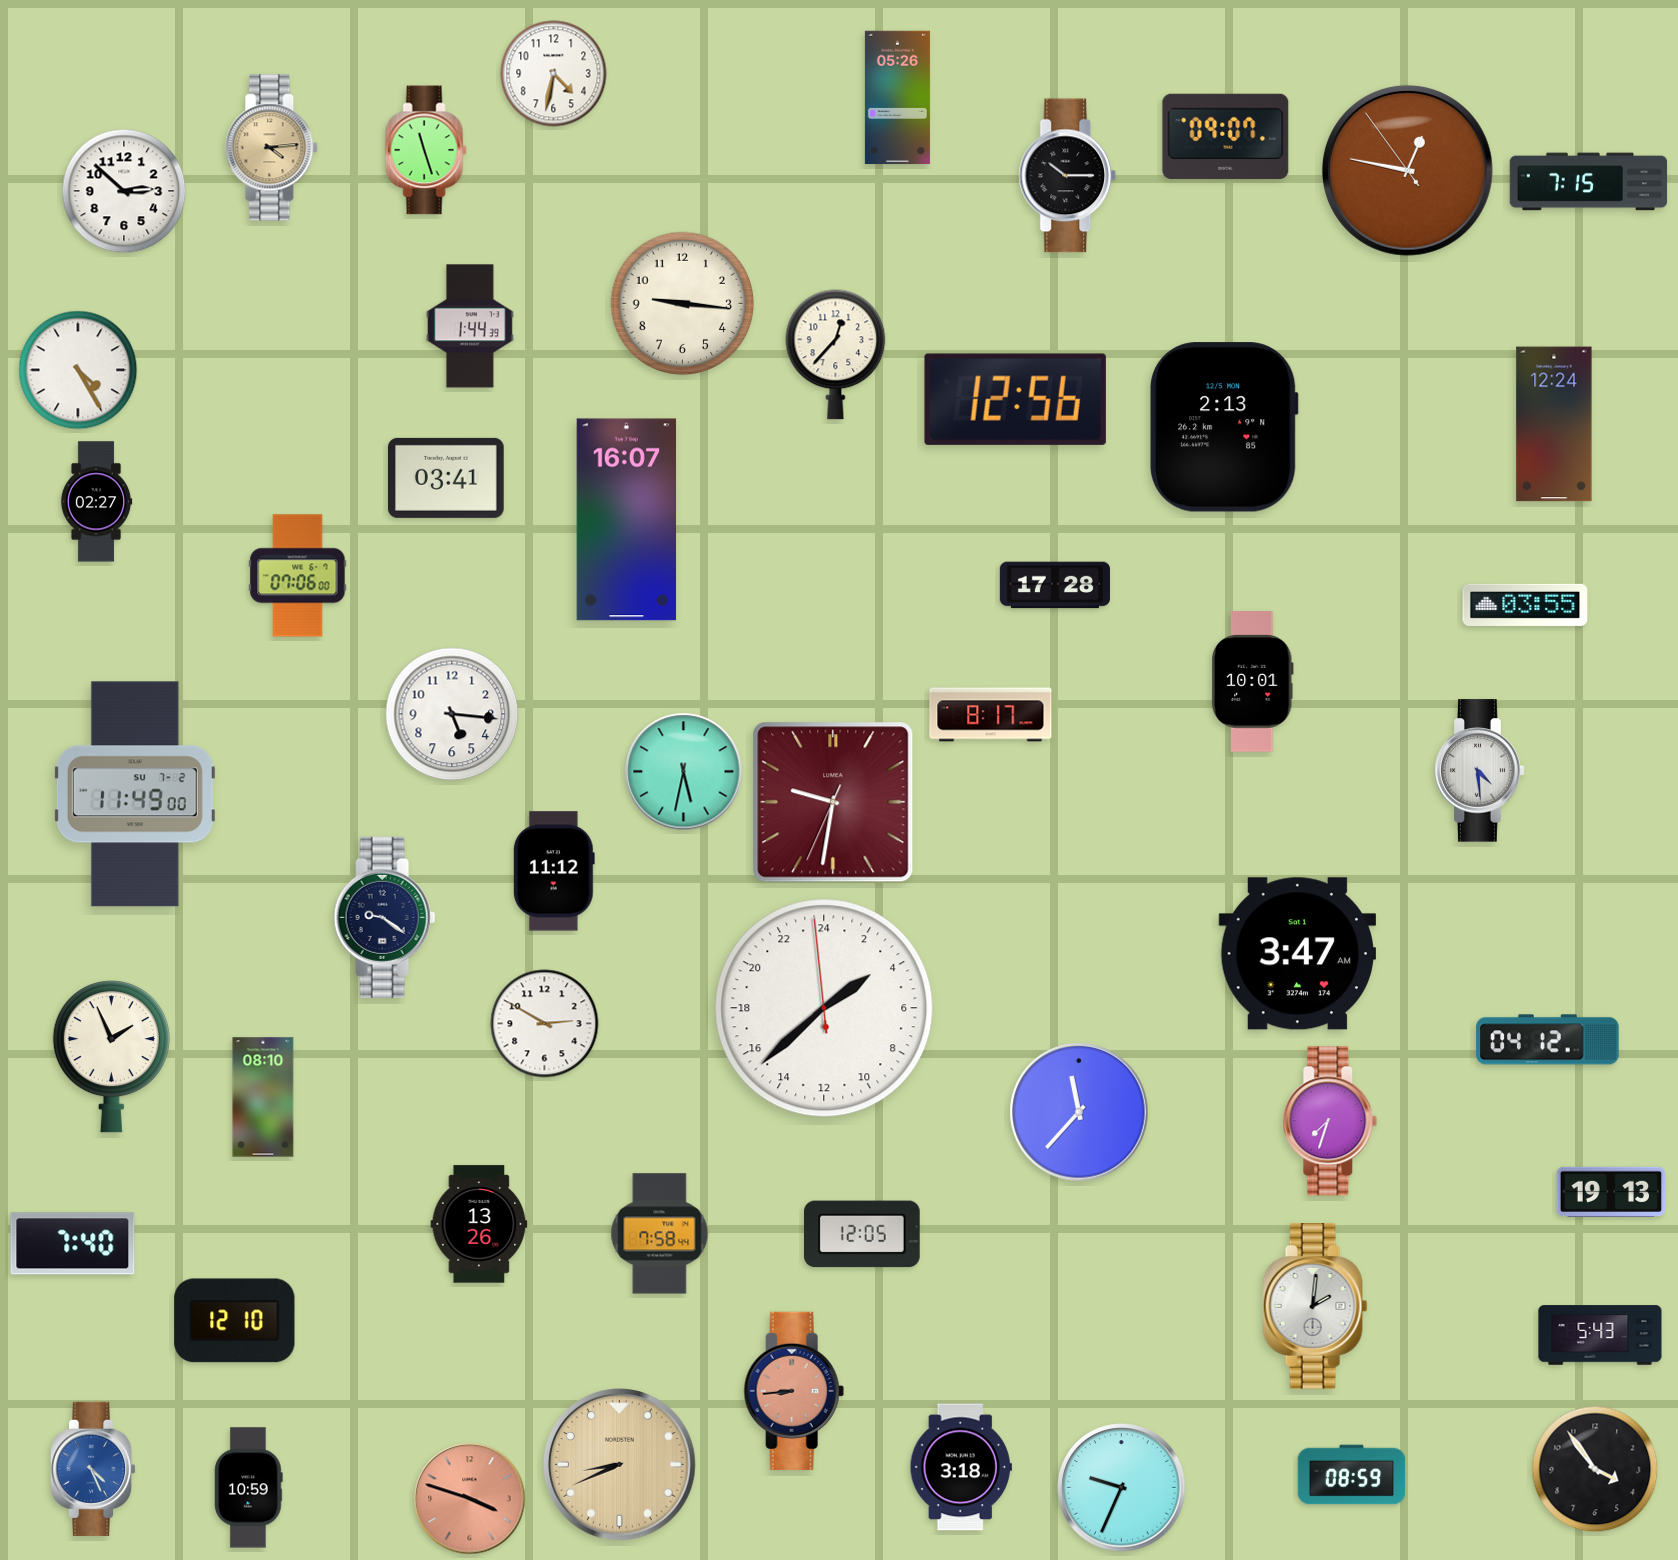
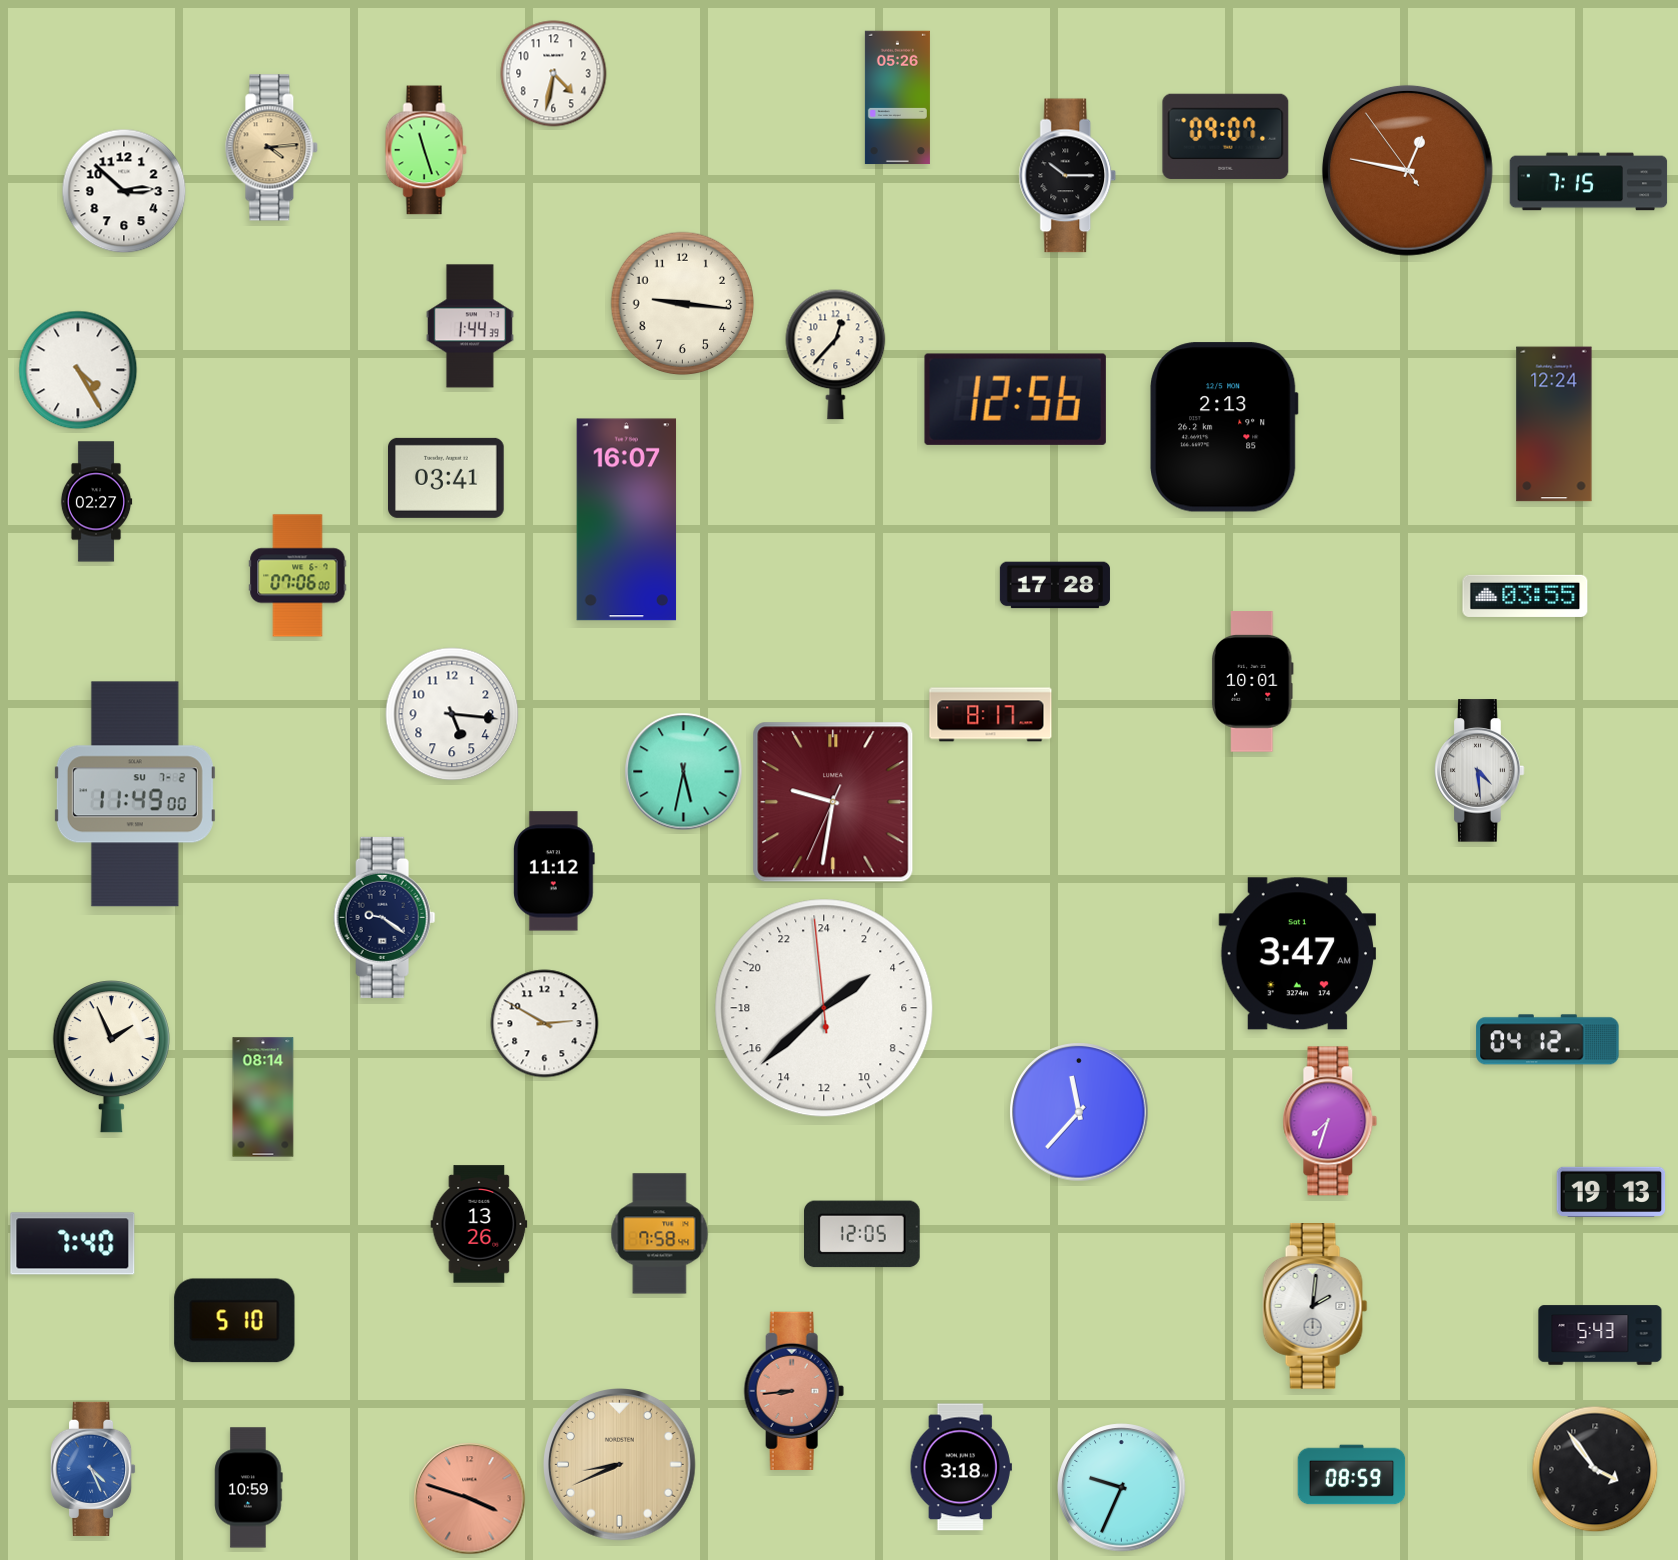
clock at (1525, 605) position: (1525, 605) -> (1525, 596)
clock at (263, 1097): 08:10 -> 08:14
clock at (235, 1321): 12:10 -> 5:10
